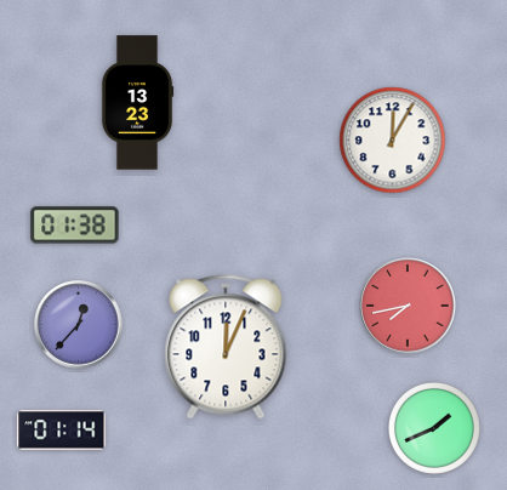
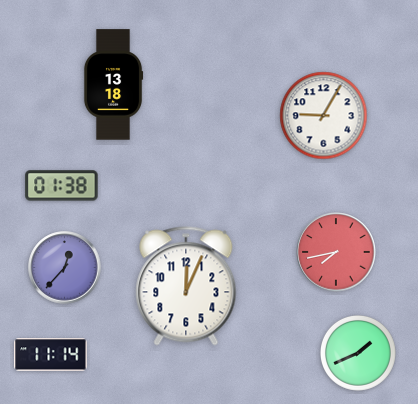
clock at (137, 103): 13:23 -> 13:18
clock at (393, 141): 12:05 -> 9:05
clock at (62, 431): 01:14 -> 11:14
